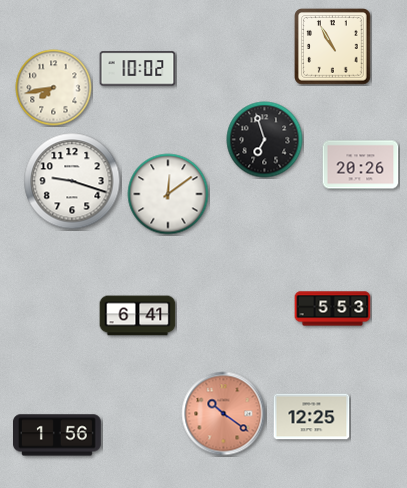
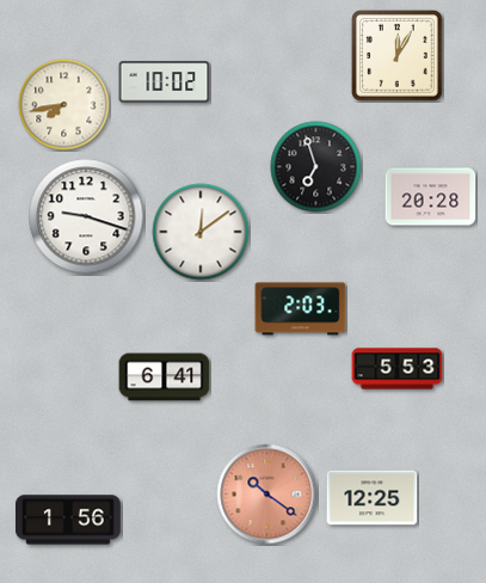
clock at (333, 47): 10:55 -> 12:05
clock at (361, 165): 20:26 -> 20:28
clock at (301, 309): none -> 2:03
